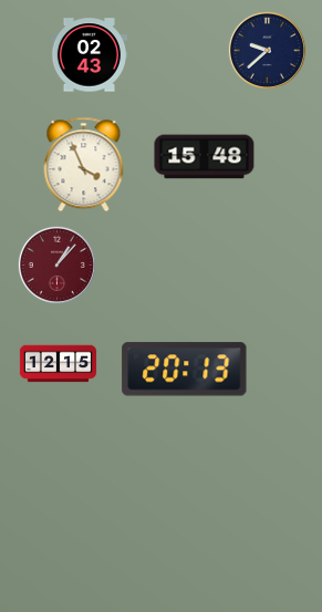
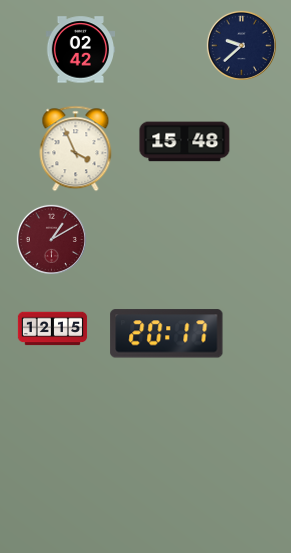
clock at (89, 55): 02:43 -> 02:42
clock at (56, 264): 1:07 -> 1:10
clock at (185, 370): 20:13 -> 20:17
